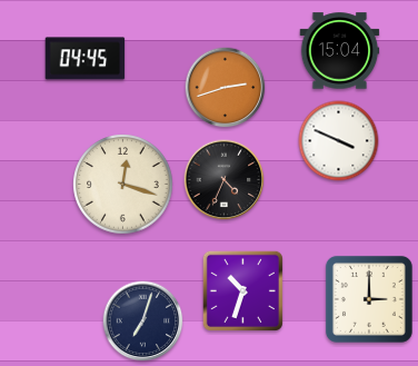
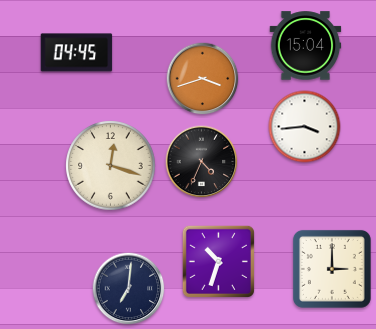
clock at (226, 88): 2:42 -> 3:42
clock at (339, 141): 3:49 -> 3:44
clock at (143, 322): 7:03 -> 7:01
